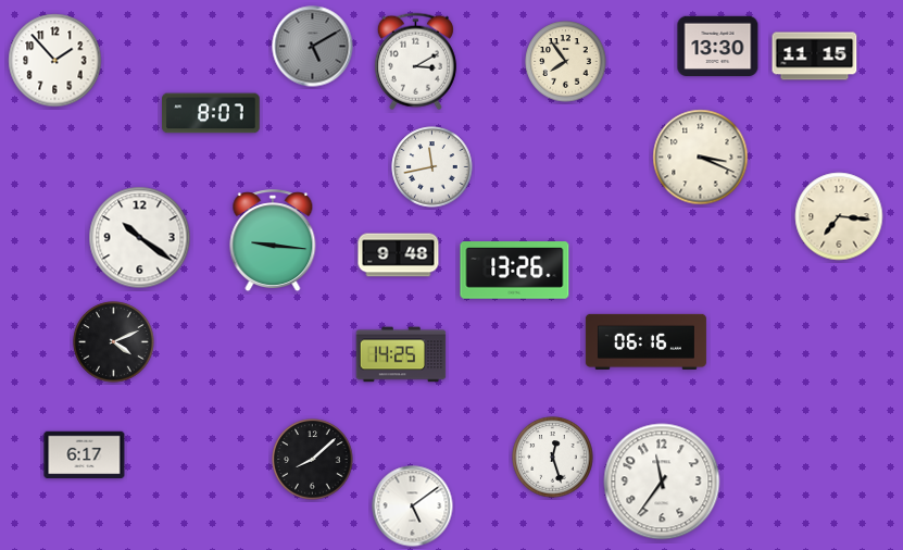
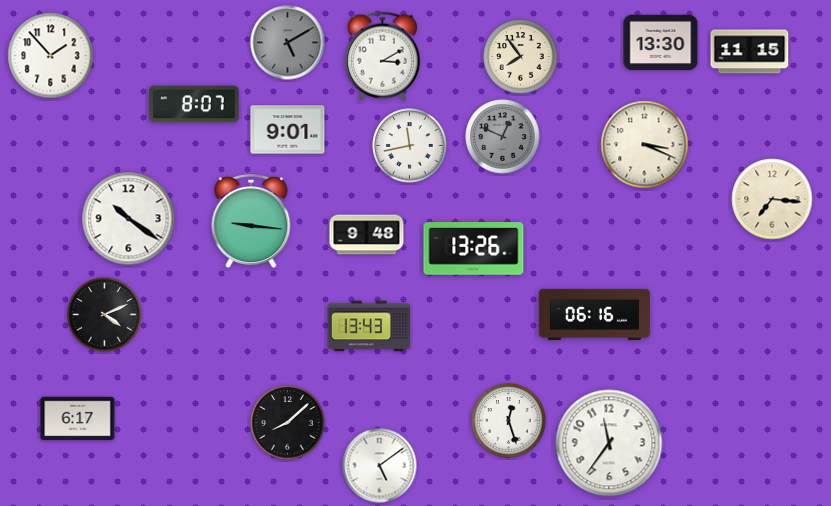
clock at (288, 130): none -> 9:01
clock at (503, 137): none -> 12:49
clock at (432, 167) position: (432, 167) -> (410, 146)
clock at (401, 354): 14:25 -> 13:43
